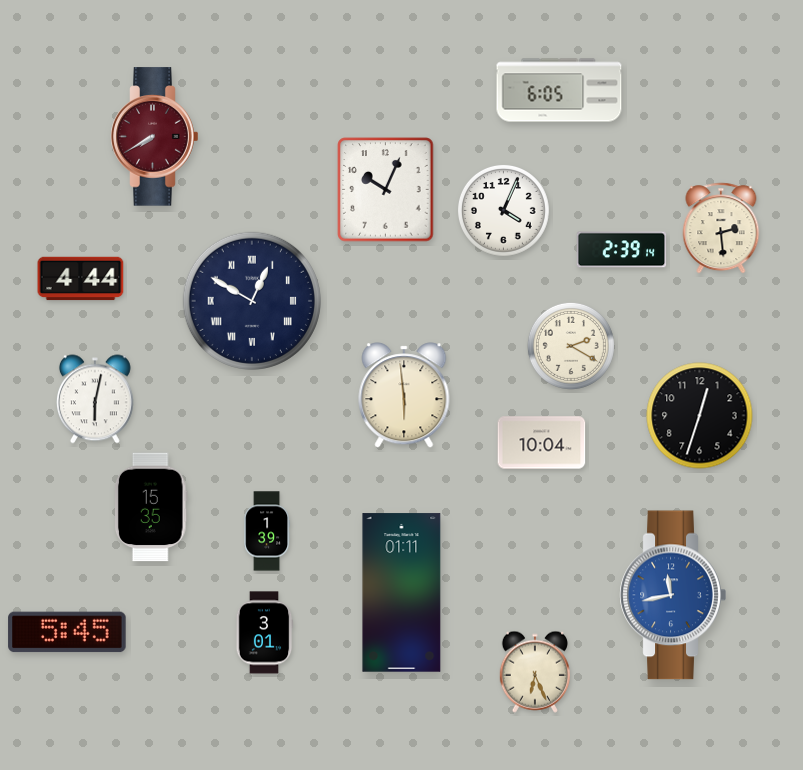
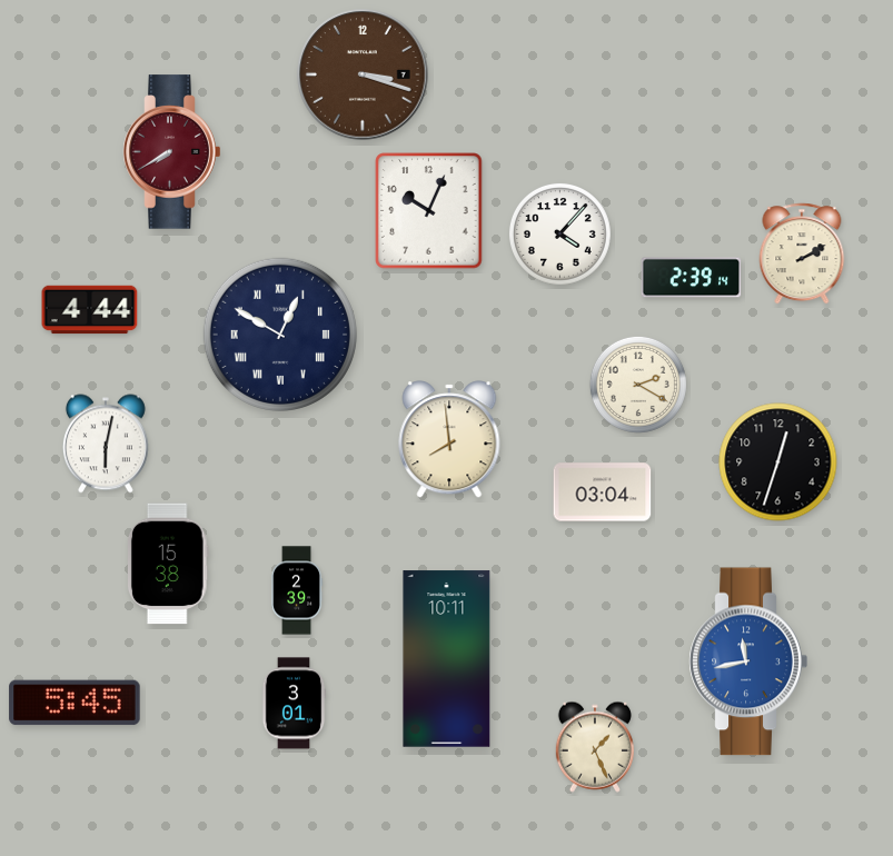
clock at (363, 74): none -> 3:18
clock at (559, 90): 6:05 -> none
clock at (504, 211): 4:04 -> 4:07
clock at (721, 228): 2:29 -> 2:10
clock at (571, 346) position: (571, 346) -> (638, 385)
clock at (404, 395): 5:59 -> 7:59
clock at (542, 443): 10:04 -> 03:04
clock at (151, 507): 15:35 -> 15:38
clock at (267, 531): 1:39 -> 2:39
clock at (402, 593): 01:11 -> 10:11
clock at (535, 672): 6:26 -> 1:26
